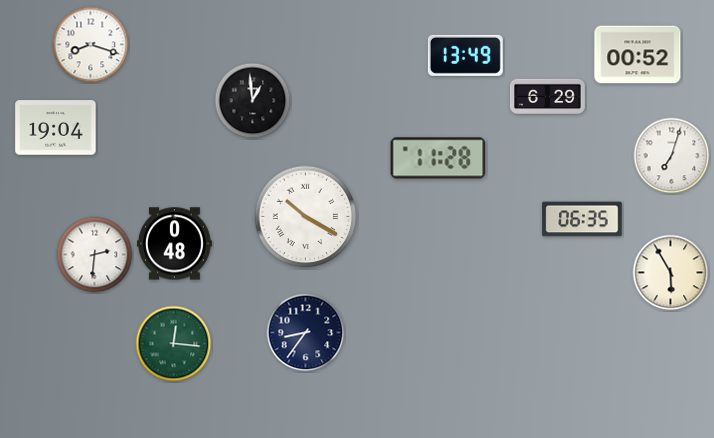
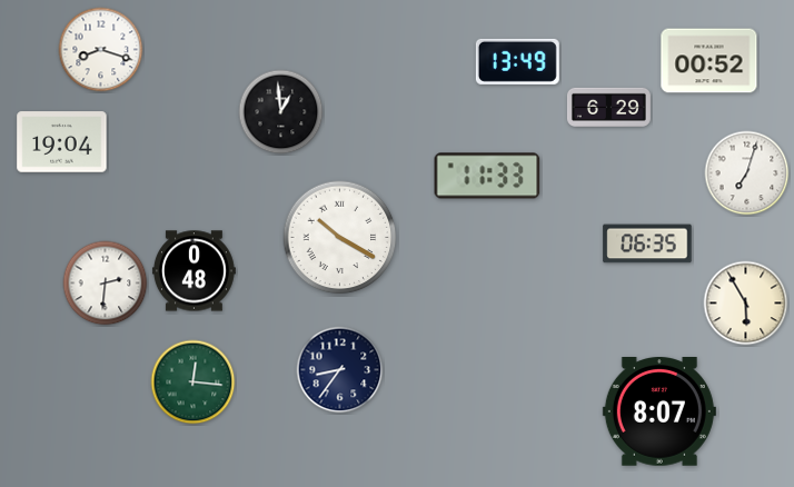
clock at (438, 158): 11:28 -> 11:33
clock at (306, 217) position: (306, 217) -> (340, 238)
clock at (659, 413): none -> 8:07
